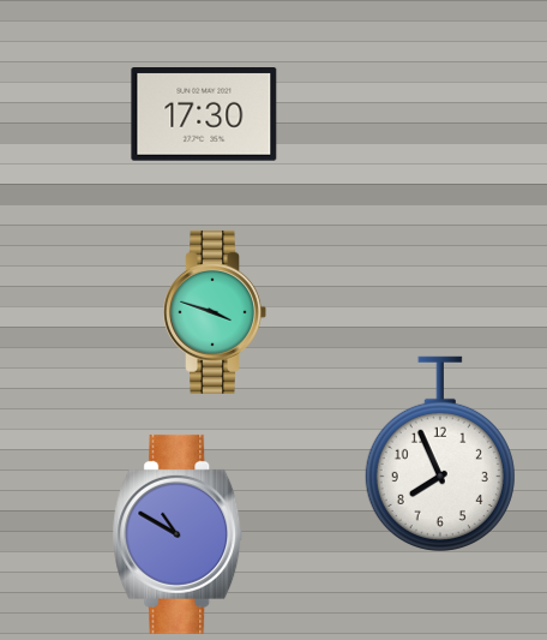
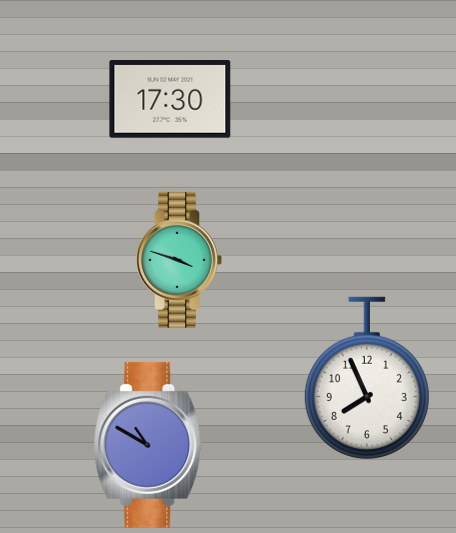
clock at (204, 115) position: (204, 115) -> (170, 100)
